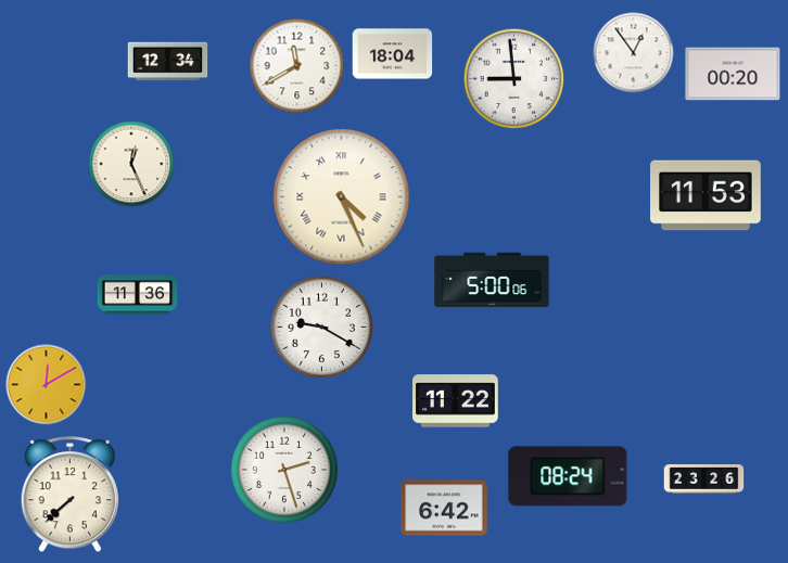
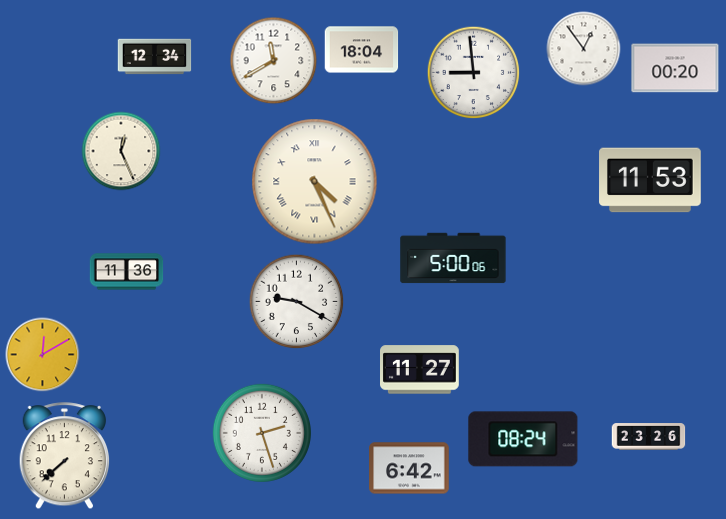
clock at (456, 401): 11:22 -> 11:27
clock at (704, 479) position: (704, 479) -> (649, 437)
